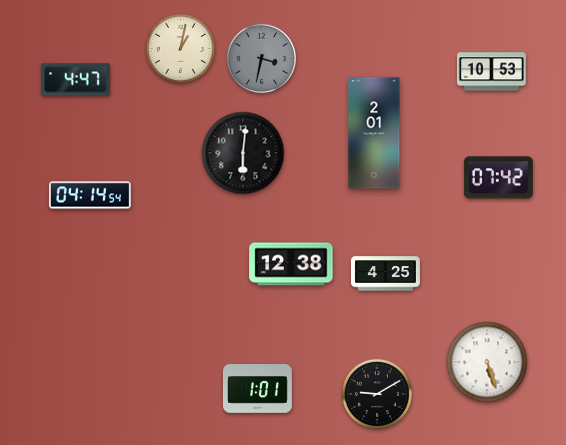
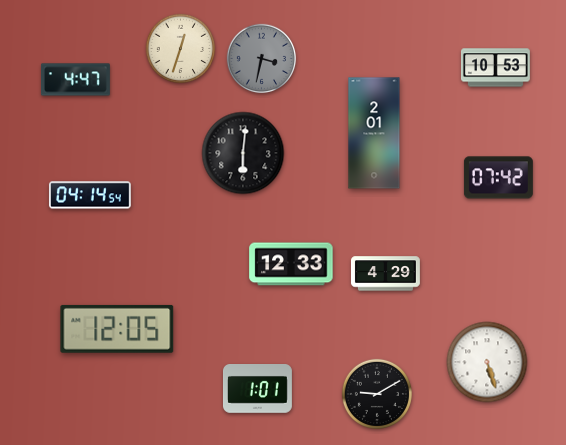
clock at (181, 49): 1:02 -> 12:33
clock at (491, 72) position: (491, 72) -> (495, 68)
clock at (291, 264): 12:38 -> 12:33
clock at (385, 274): 4:25 -> 4:29
clock at (117, 329): none -> 12:05
